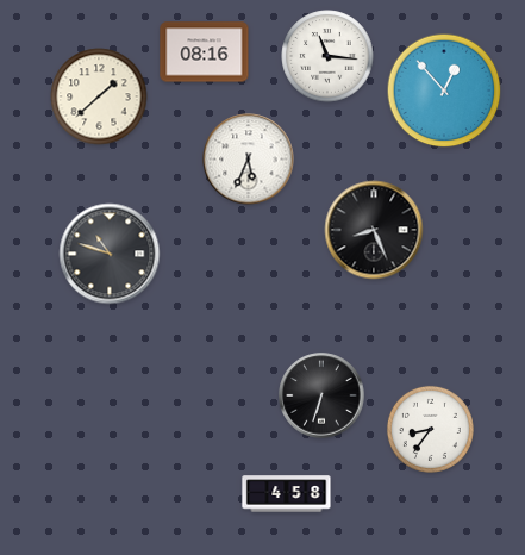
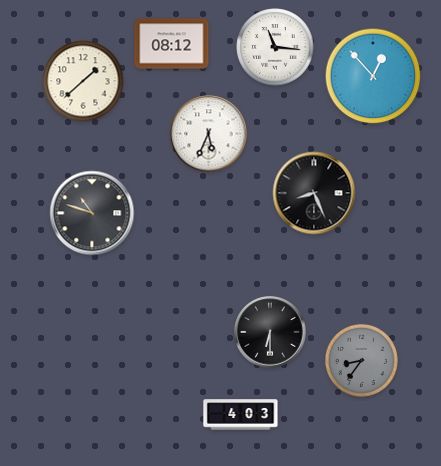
clock at (205, 52): 08:16 -> 08:12
clock at (321, 395): 6:33 -> 6:30
clock at (430, 429) dial: white -> grey
clock at (287, 494): 4:58 -> 4:03
